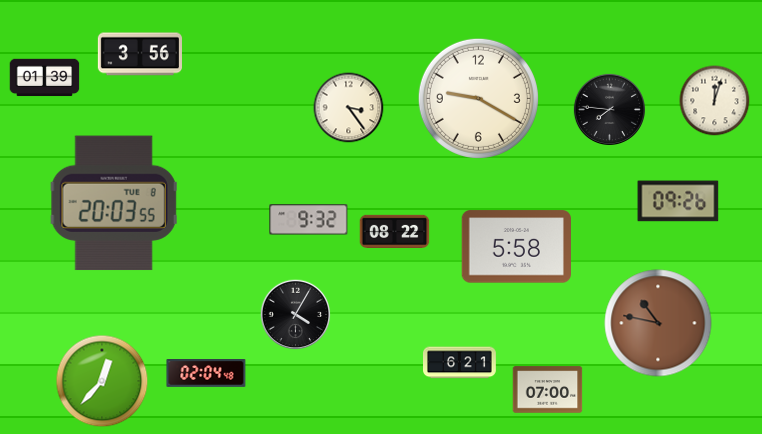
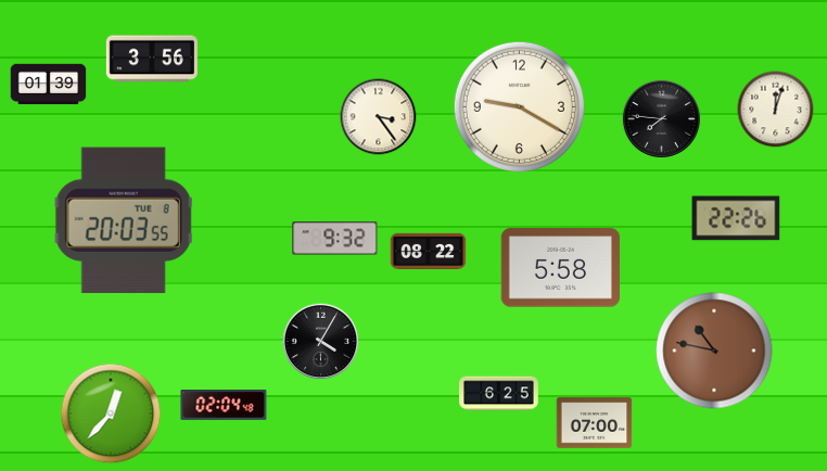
clock at (678, 201): 09:26 -> 22:26
clock at (460, 363): 6:21 -> 6:25
